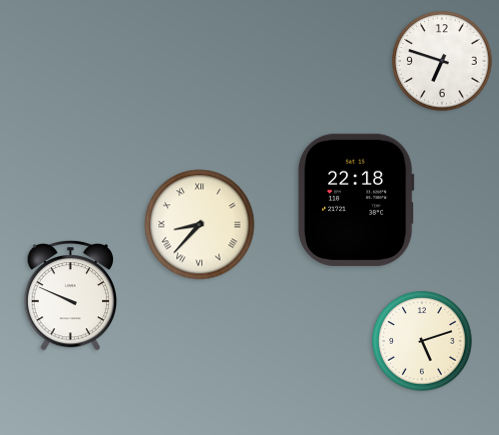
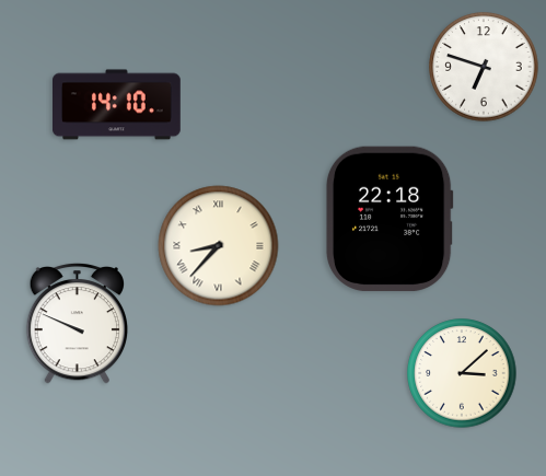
clock at (117, 105): none -> 14:10
clock at (422, 341): 5:12 -> 3:08
